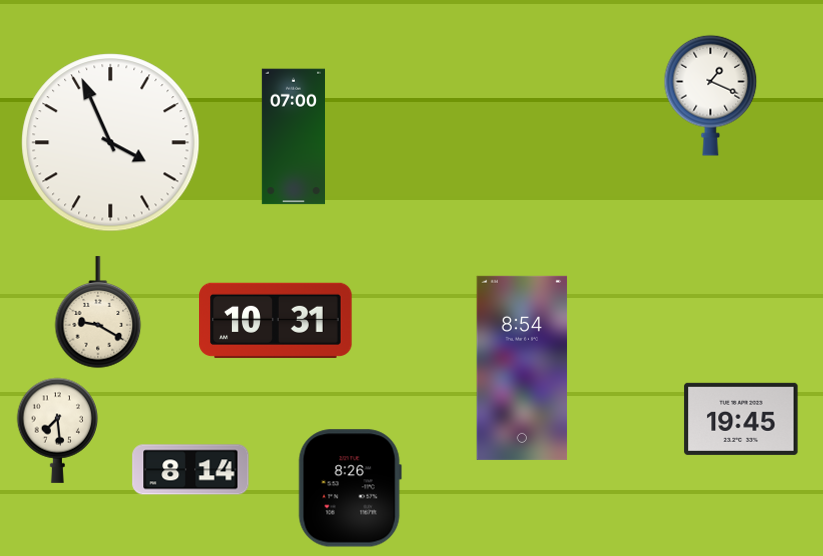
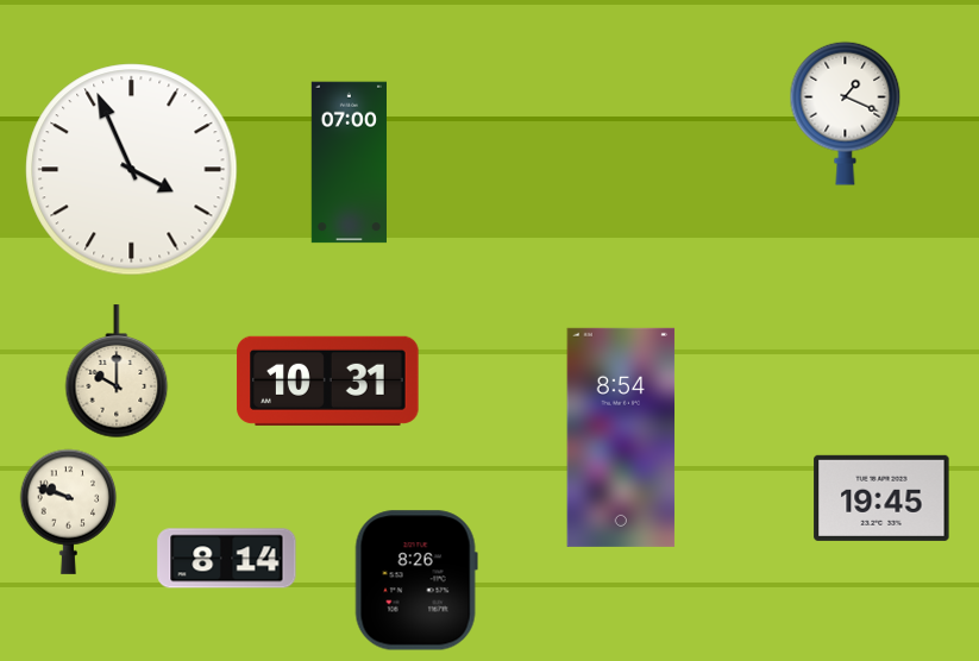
clock at (98, 313): 9:20 -> 10:00
clock at (58, 430): 7:29 -> 9:48
